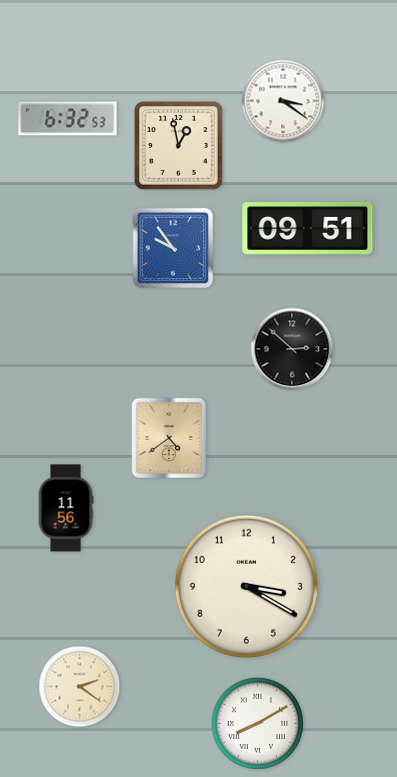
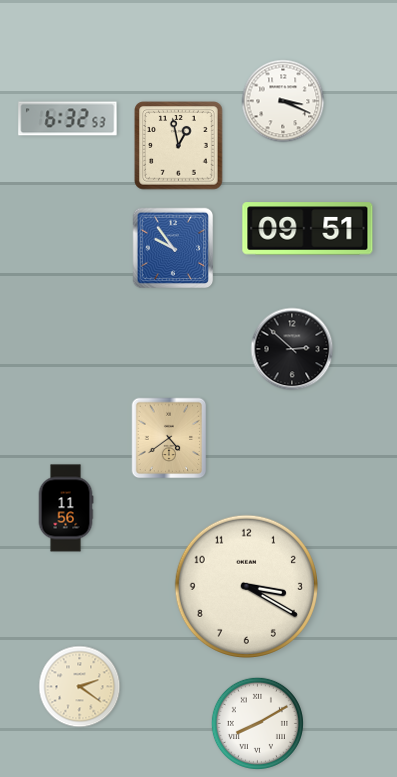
clock at (283, 101): 3:21 -> 3:19
